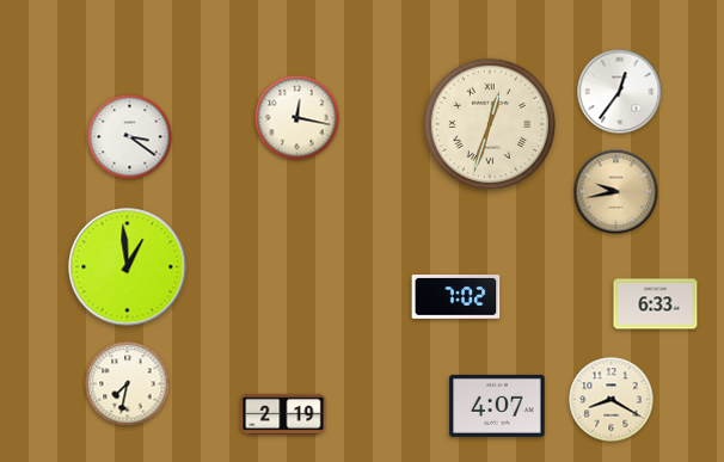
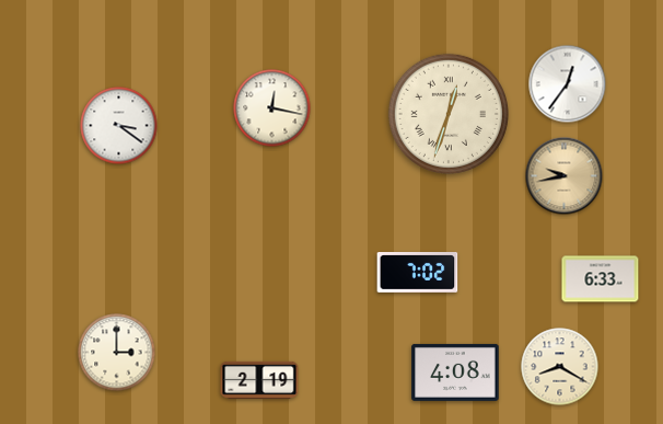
clock at (128, 267): 12:59 -> none
clock at (128, 384): 7:32 -> 3:00
clock at (497, 406): 4:07 -> 4:08
